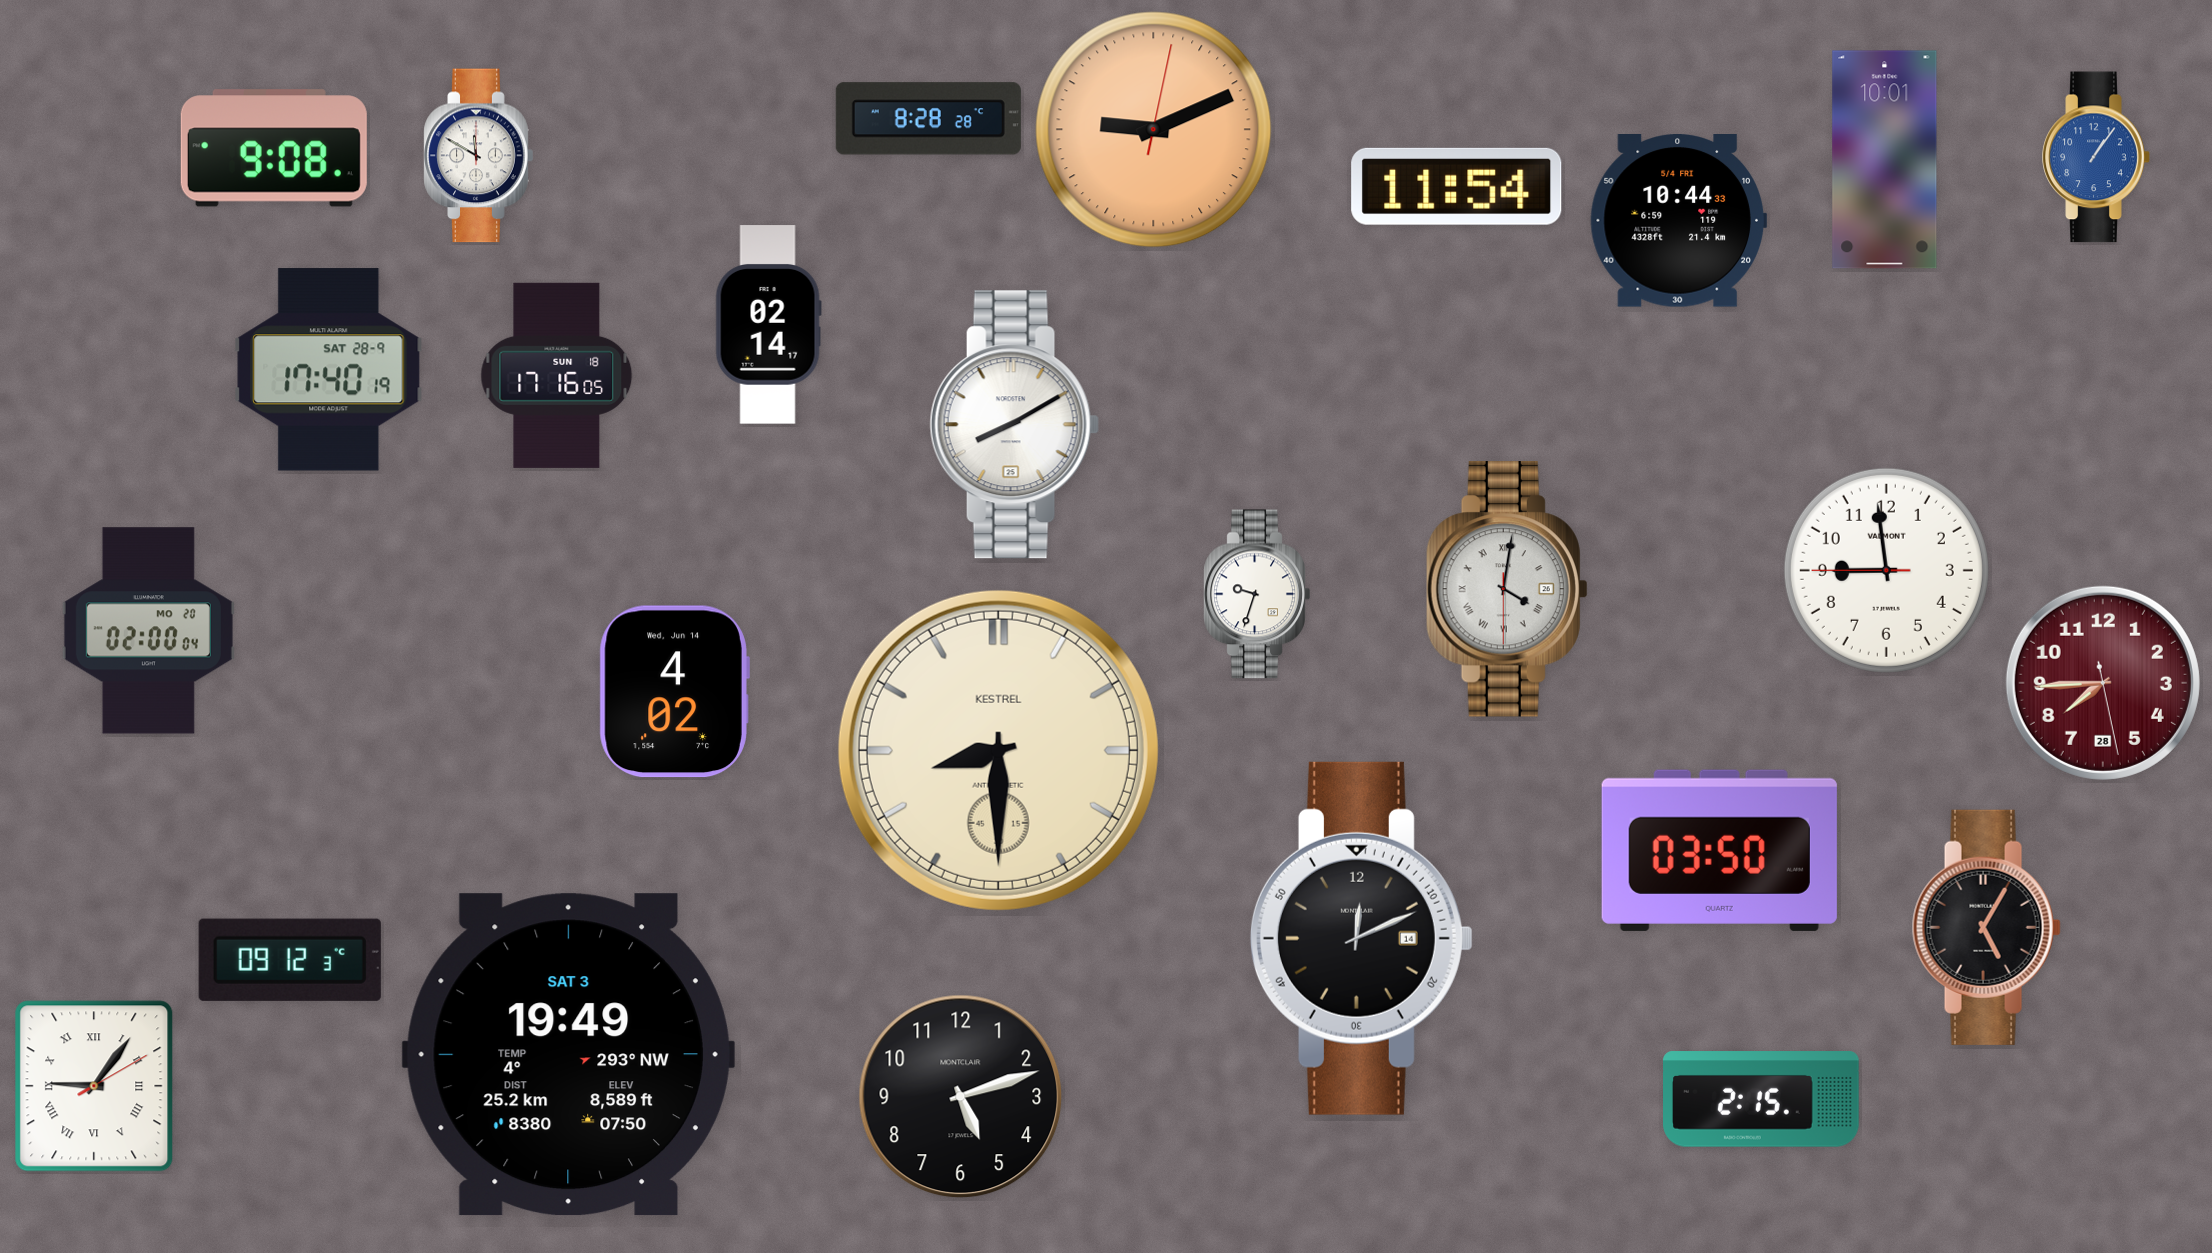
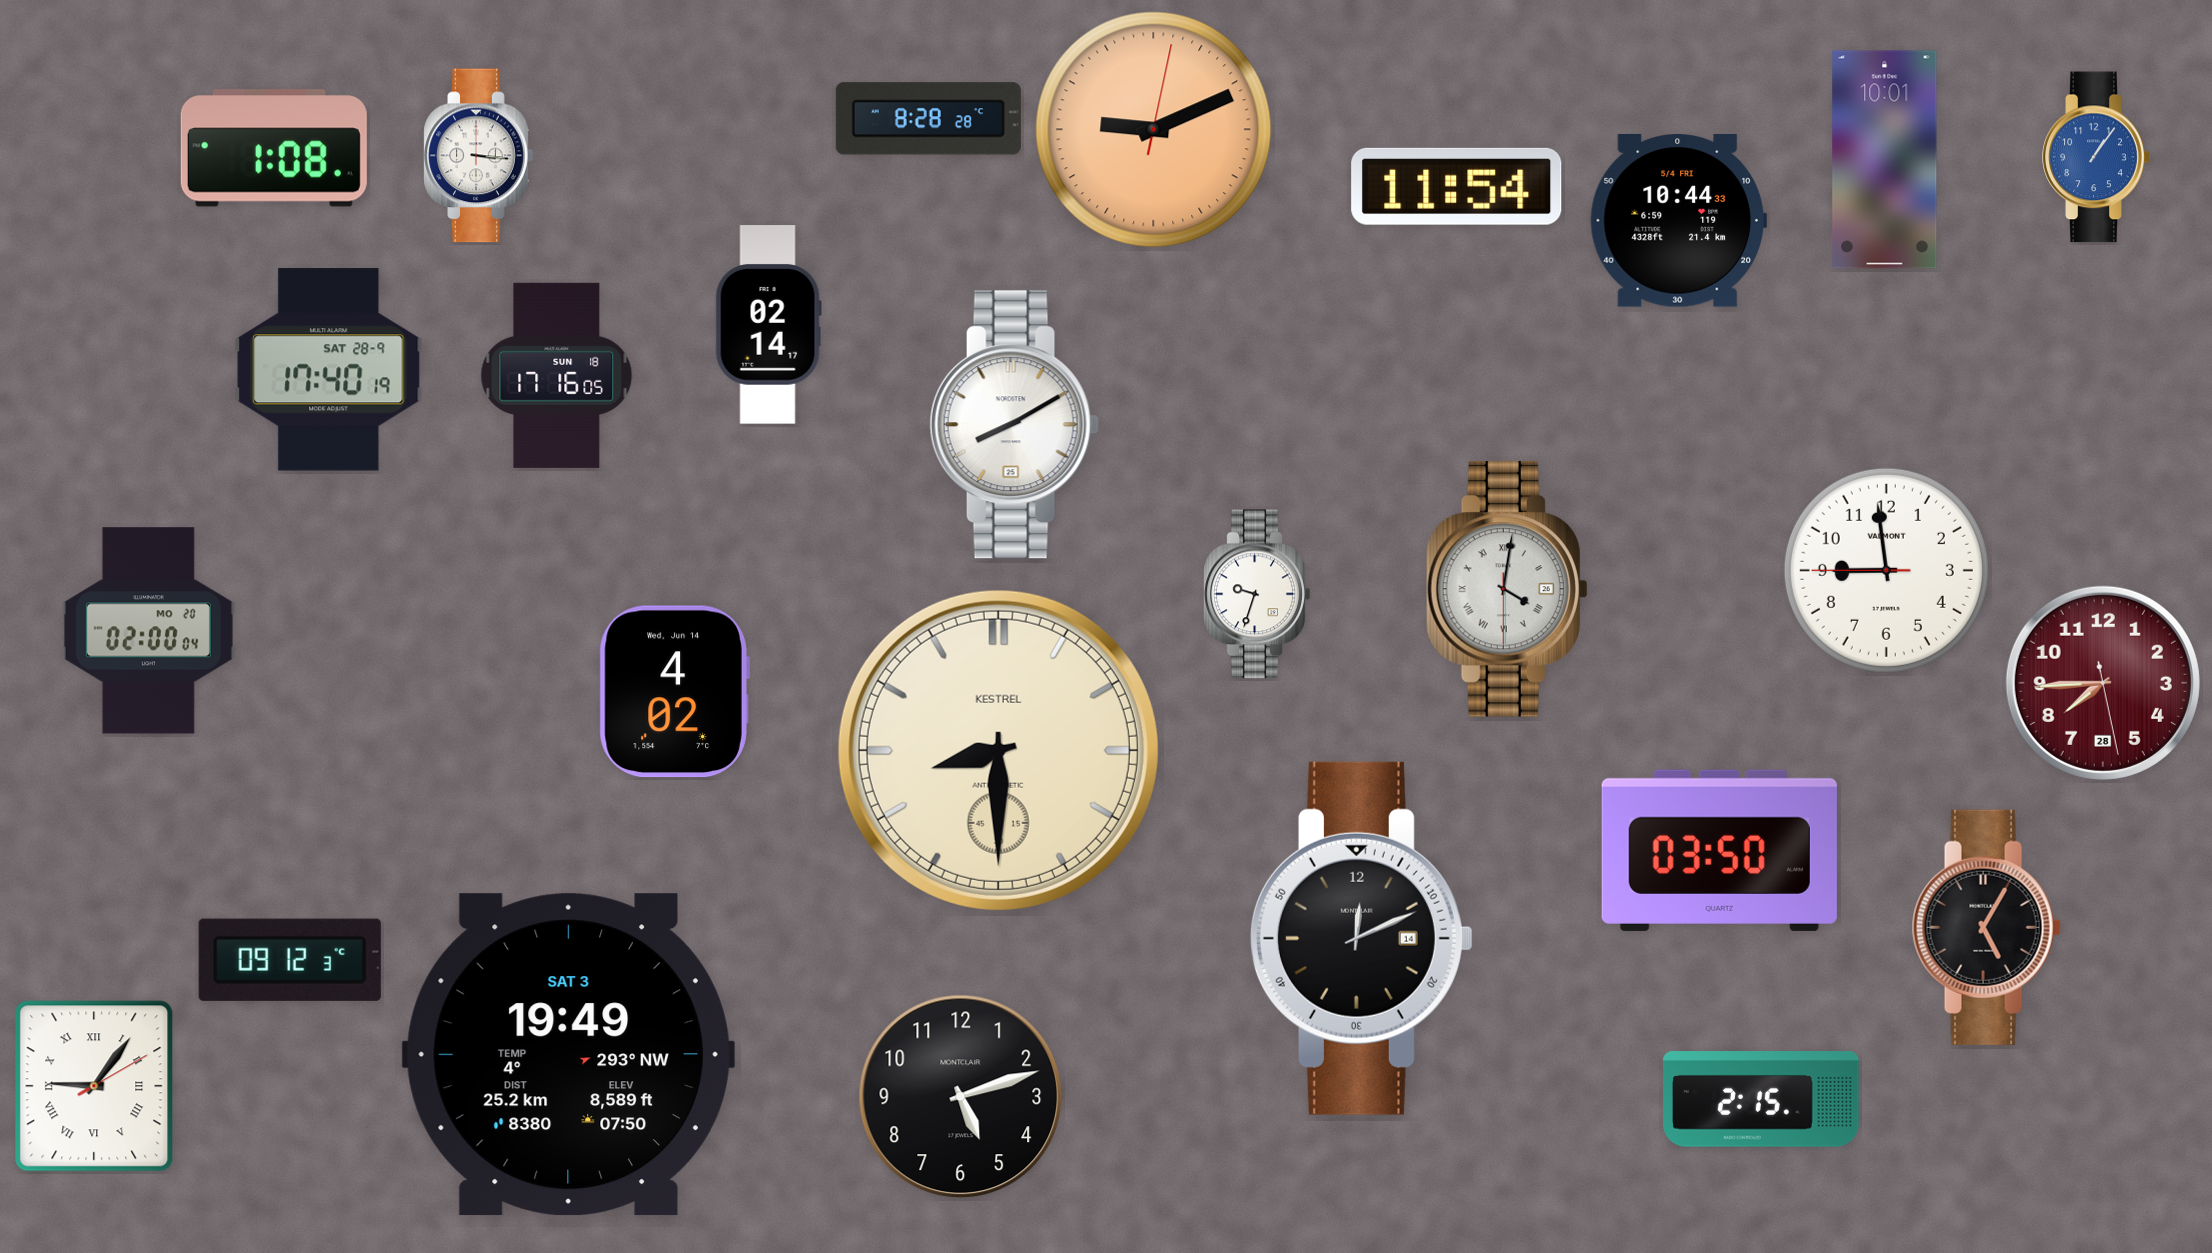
clock at (274, 148): 9:08 -> 1:08
clock at (479, 156): 11:50 -> 3:16
